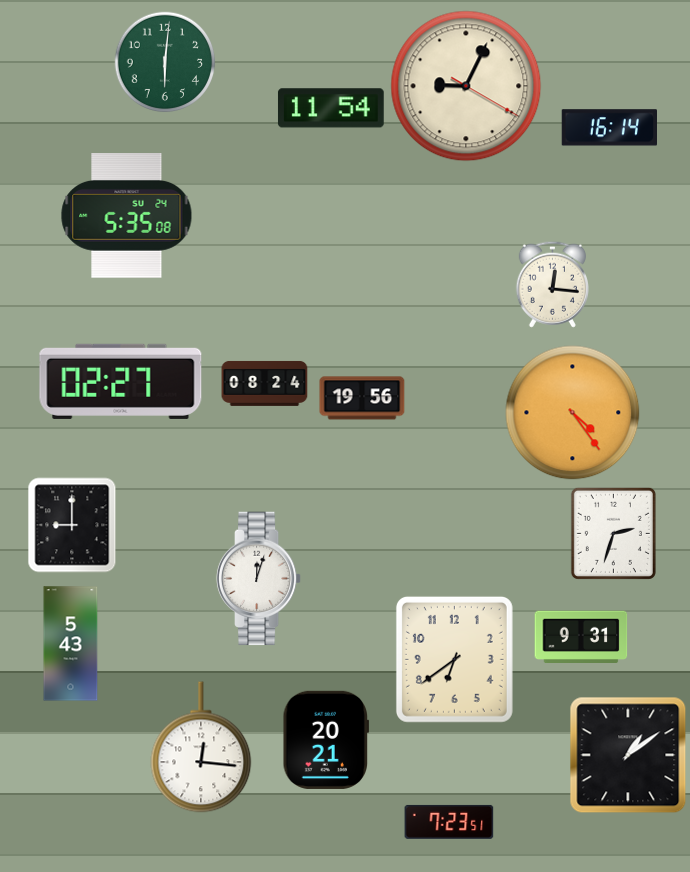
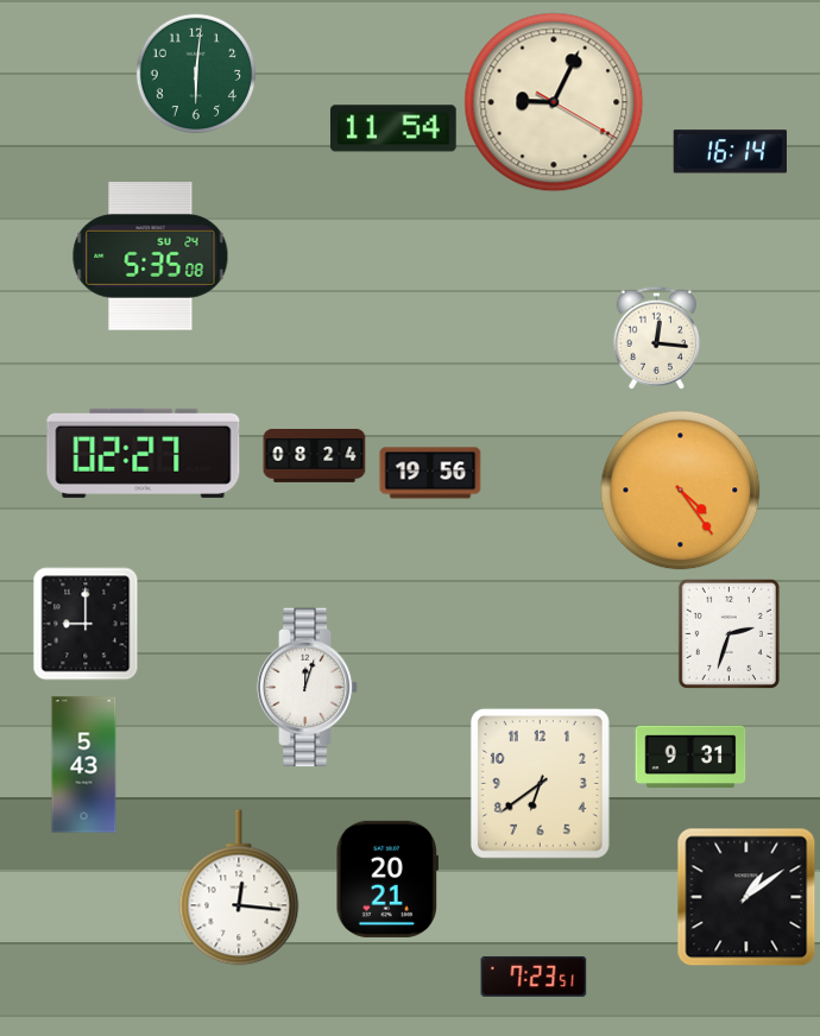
clock at (609, 128) position: (609, 128) -> (730, 152)
